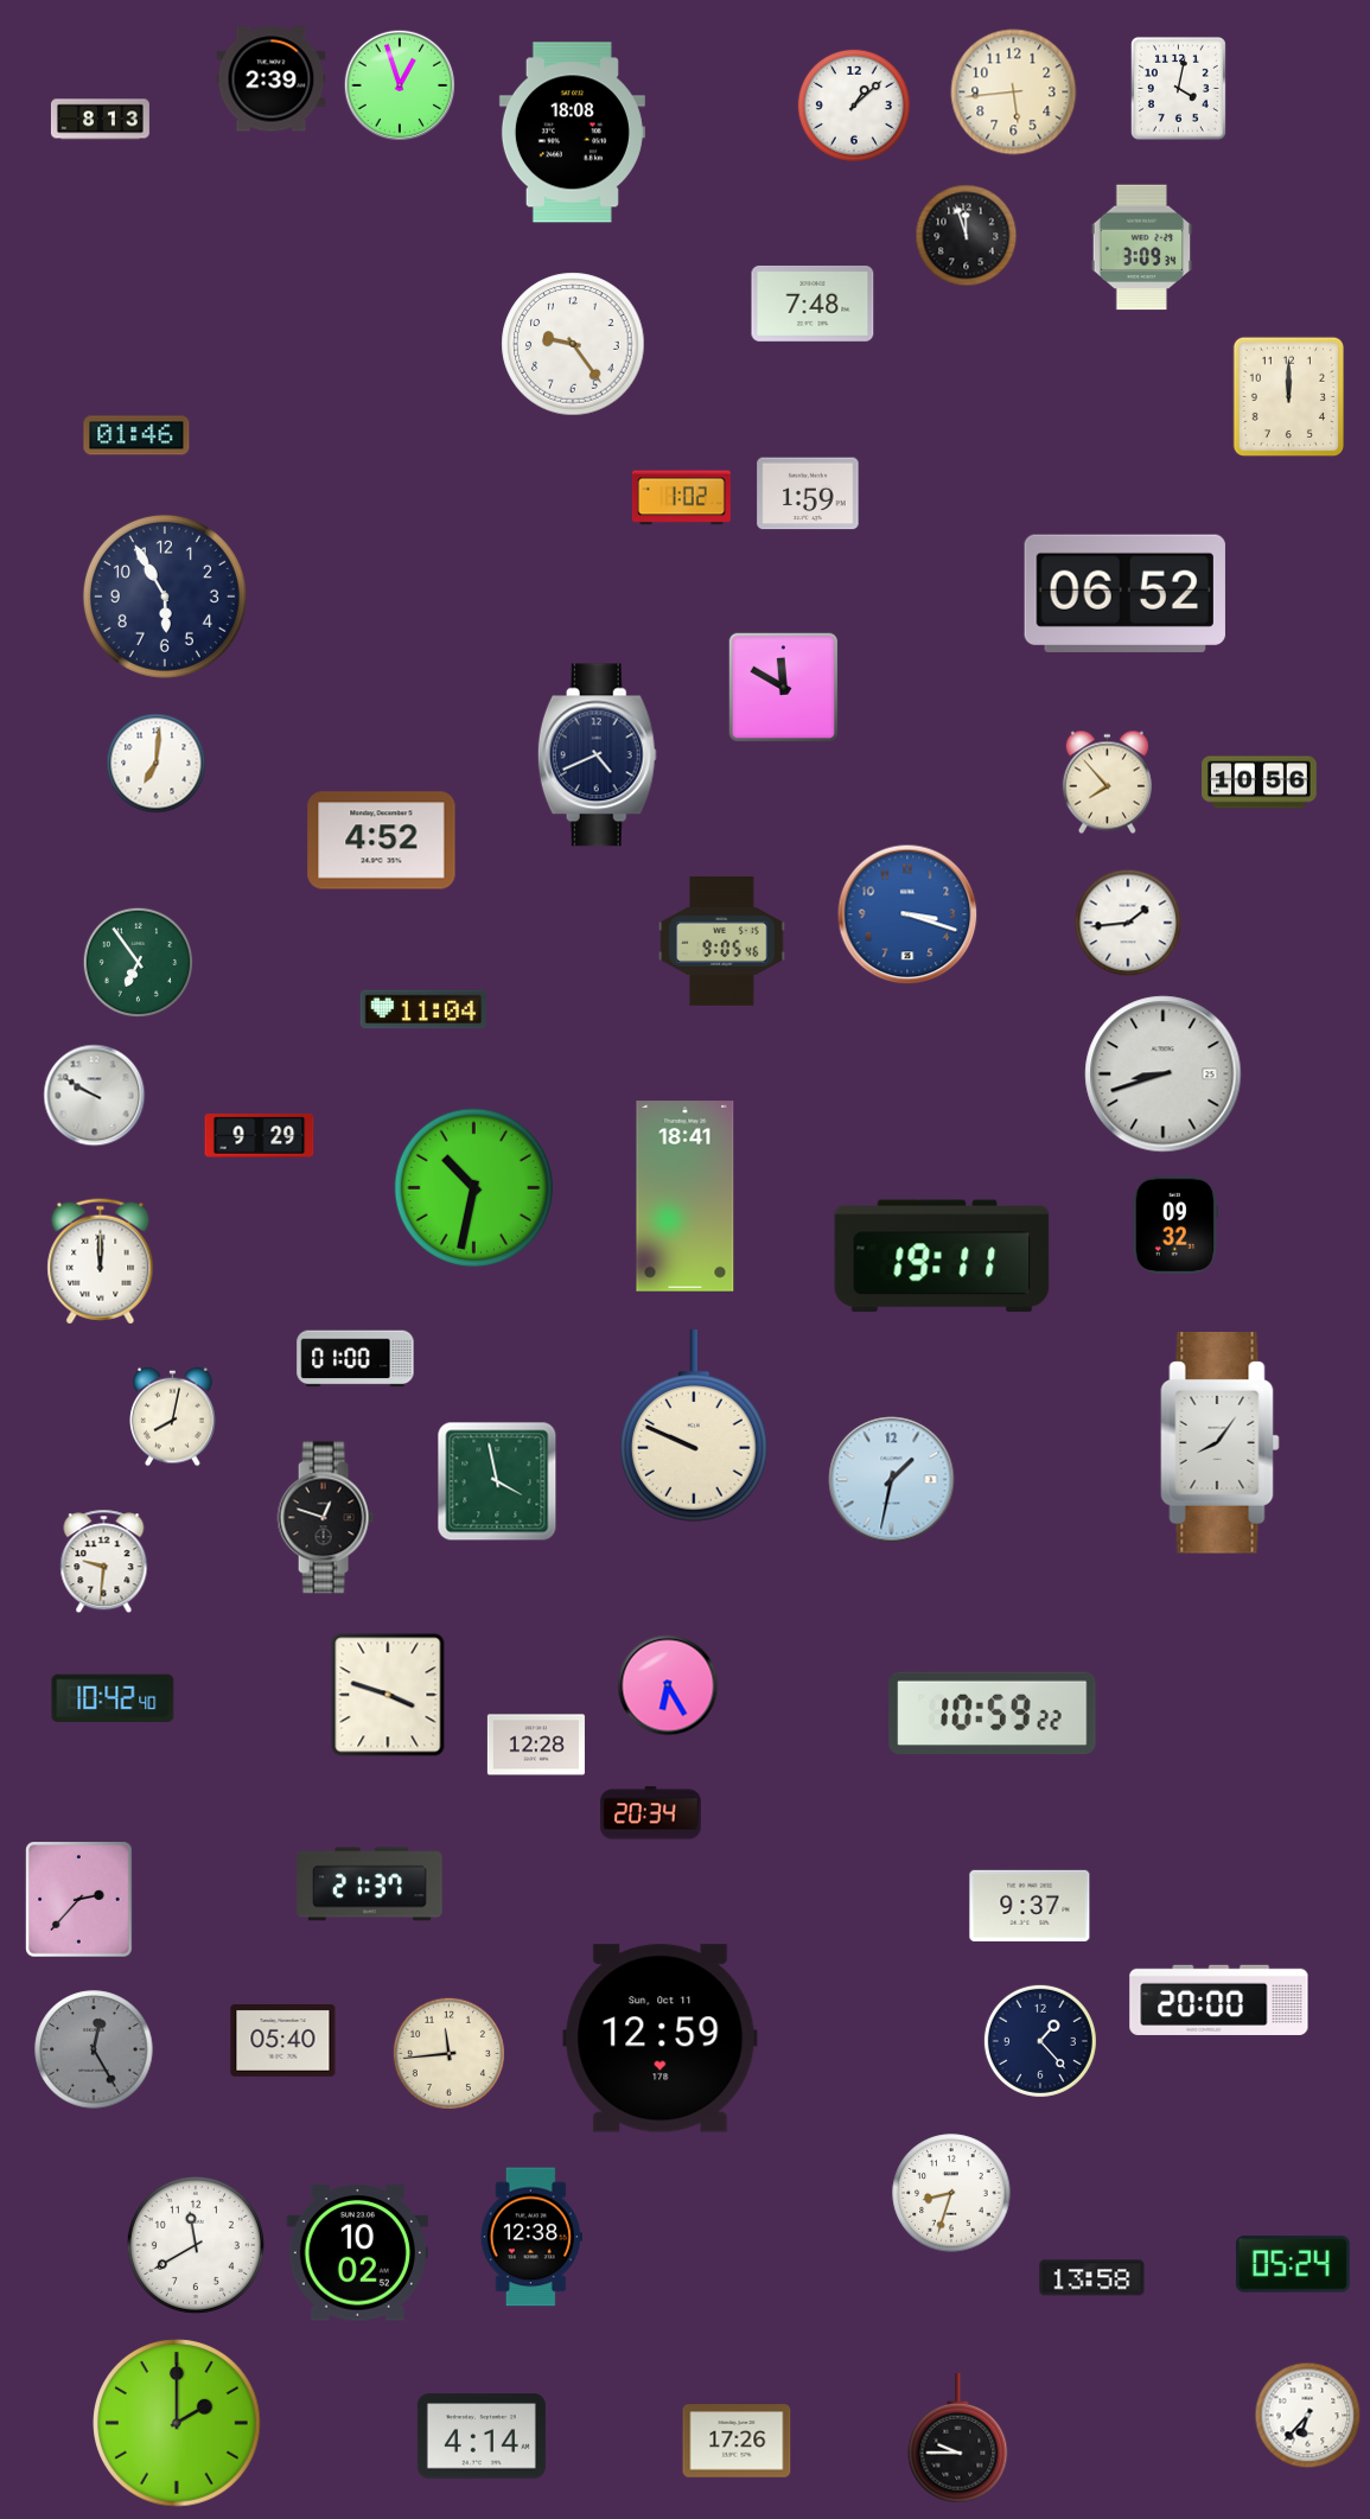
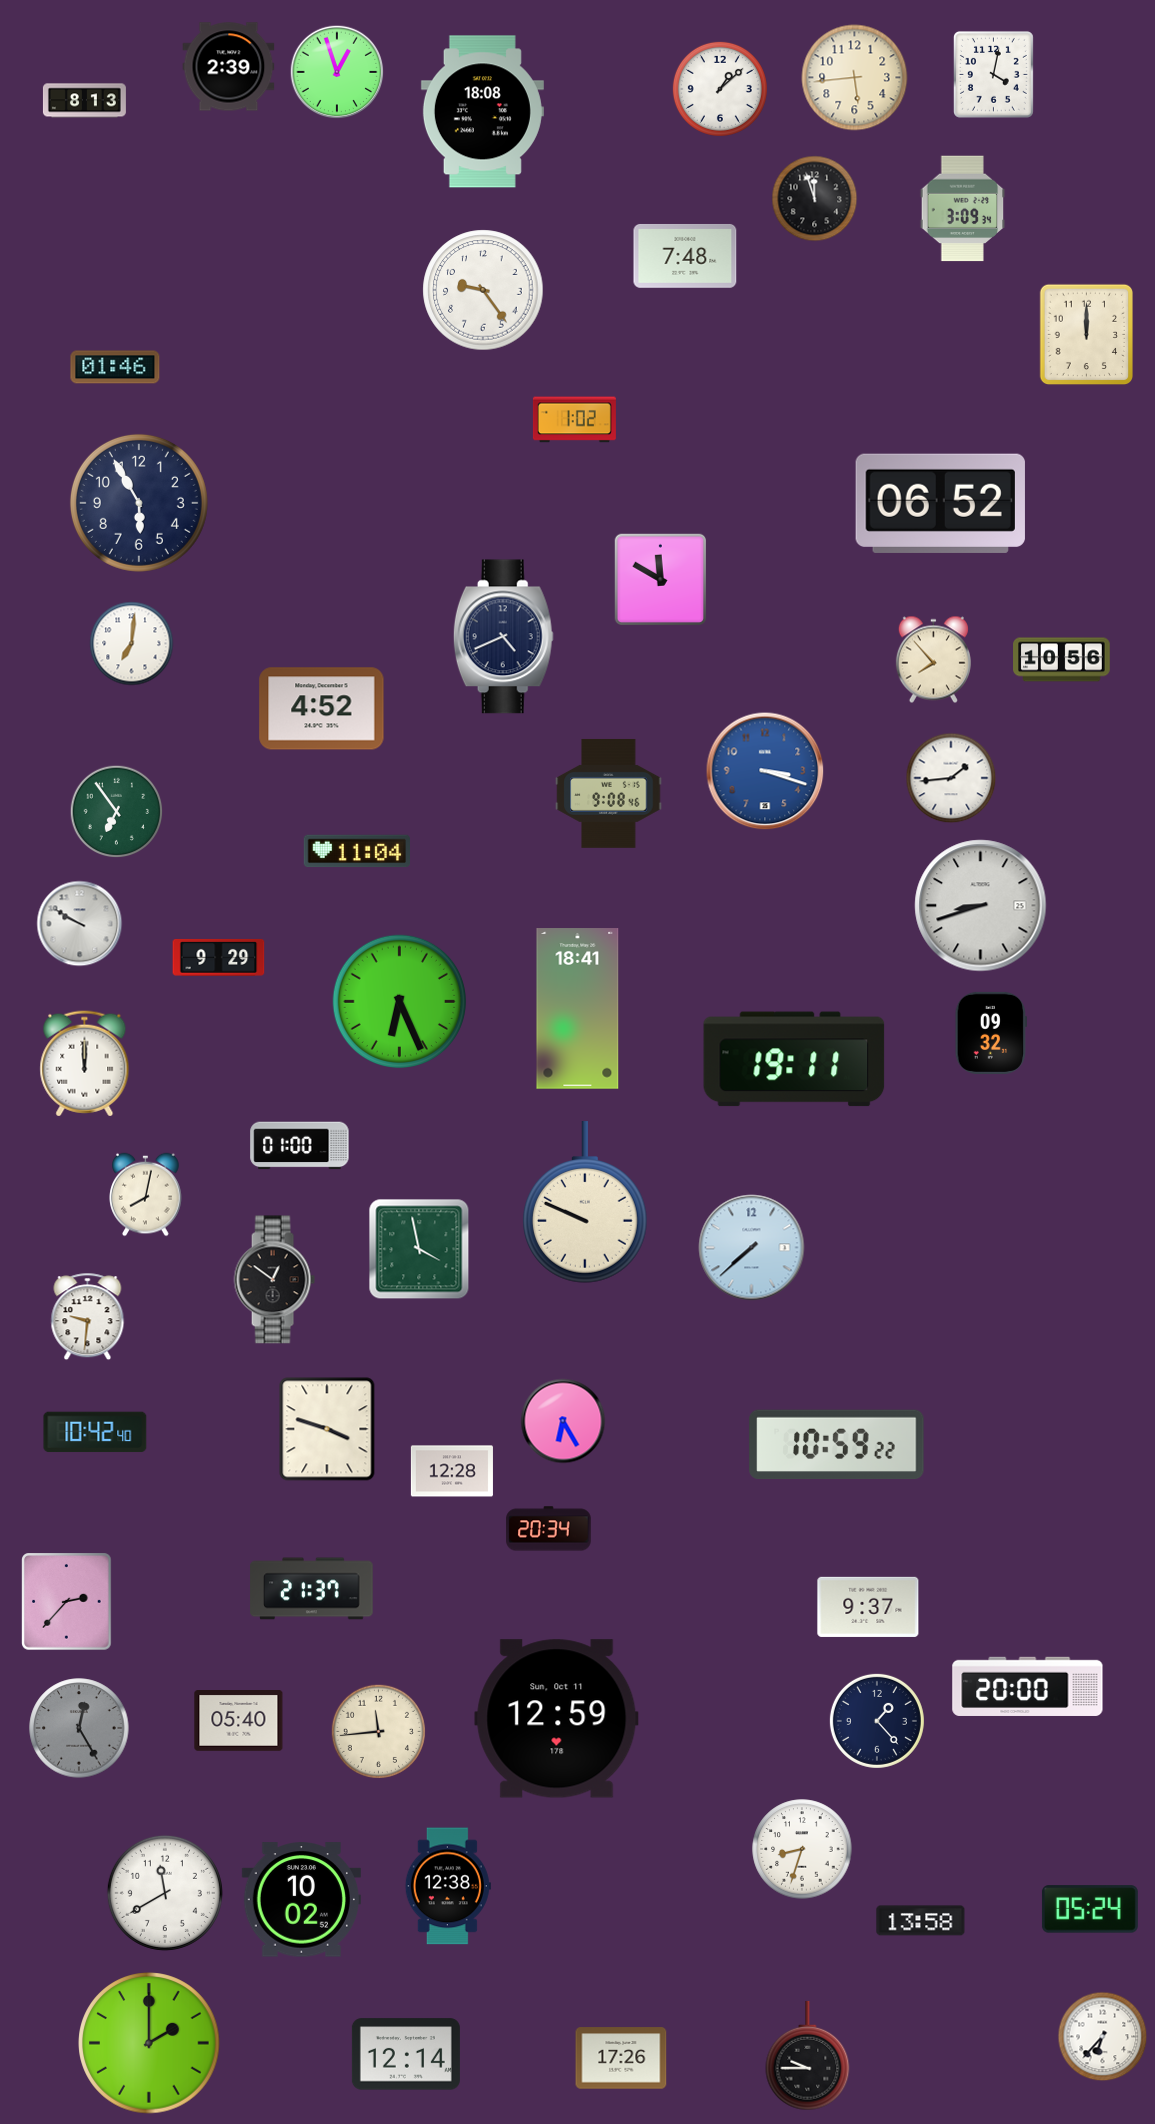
clock at (808, 493): 1:59 -> none
clock at (1124, 593) position: (1124, 593) -> (940, 503)
clock at (722, 940): 9:05 -> 9:08
clock at (474, 1188): 10:32 -> 6:26
clock at (1221, 1443): 8:06 -> none
clock at (892, 1480): 1:32 -> 7:38
clock at (325, 1518): 12:48 -> 12:51
clock at (482, 2436): 4:14 -> 12:14
